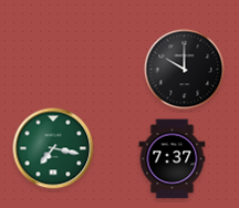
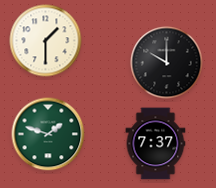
clock at (46, 41): none -> 1:30
clock at (53, 148): 7:17 -> 1:48
